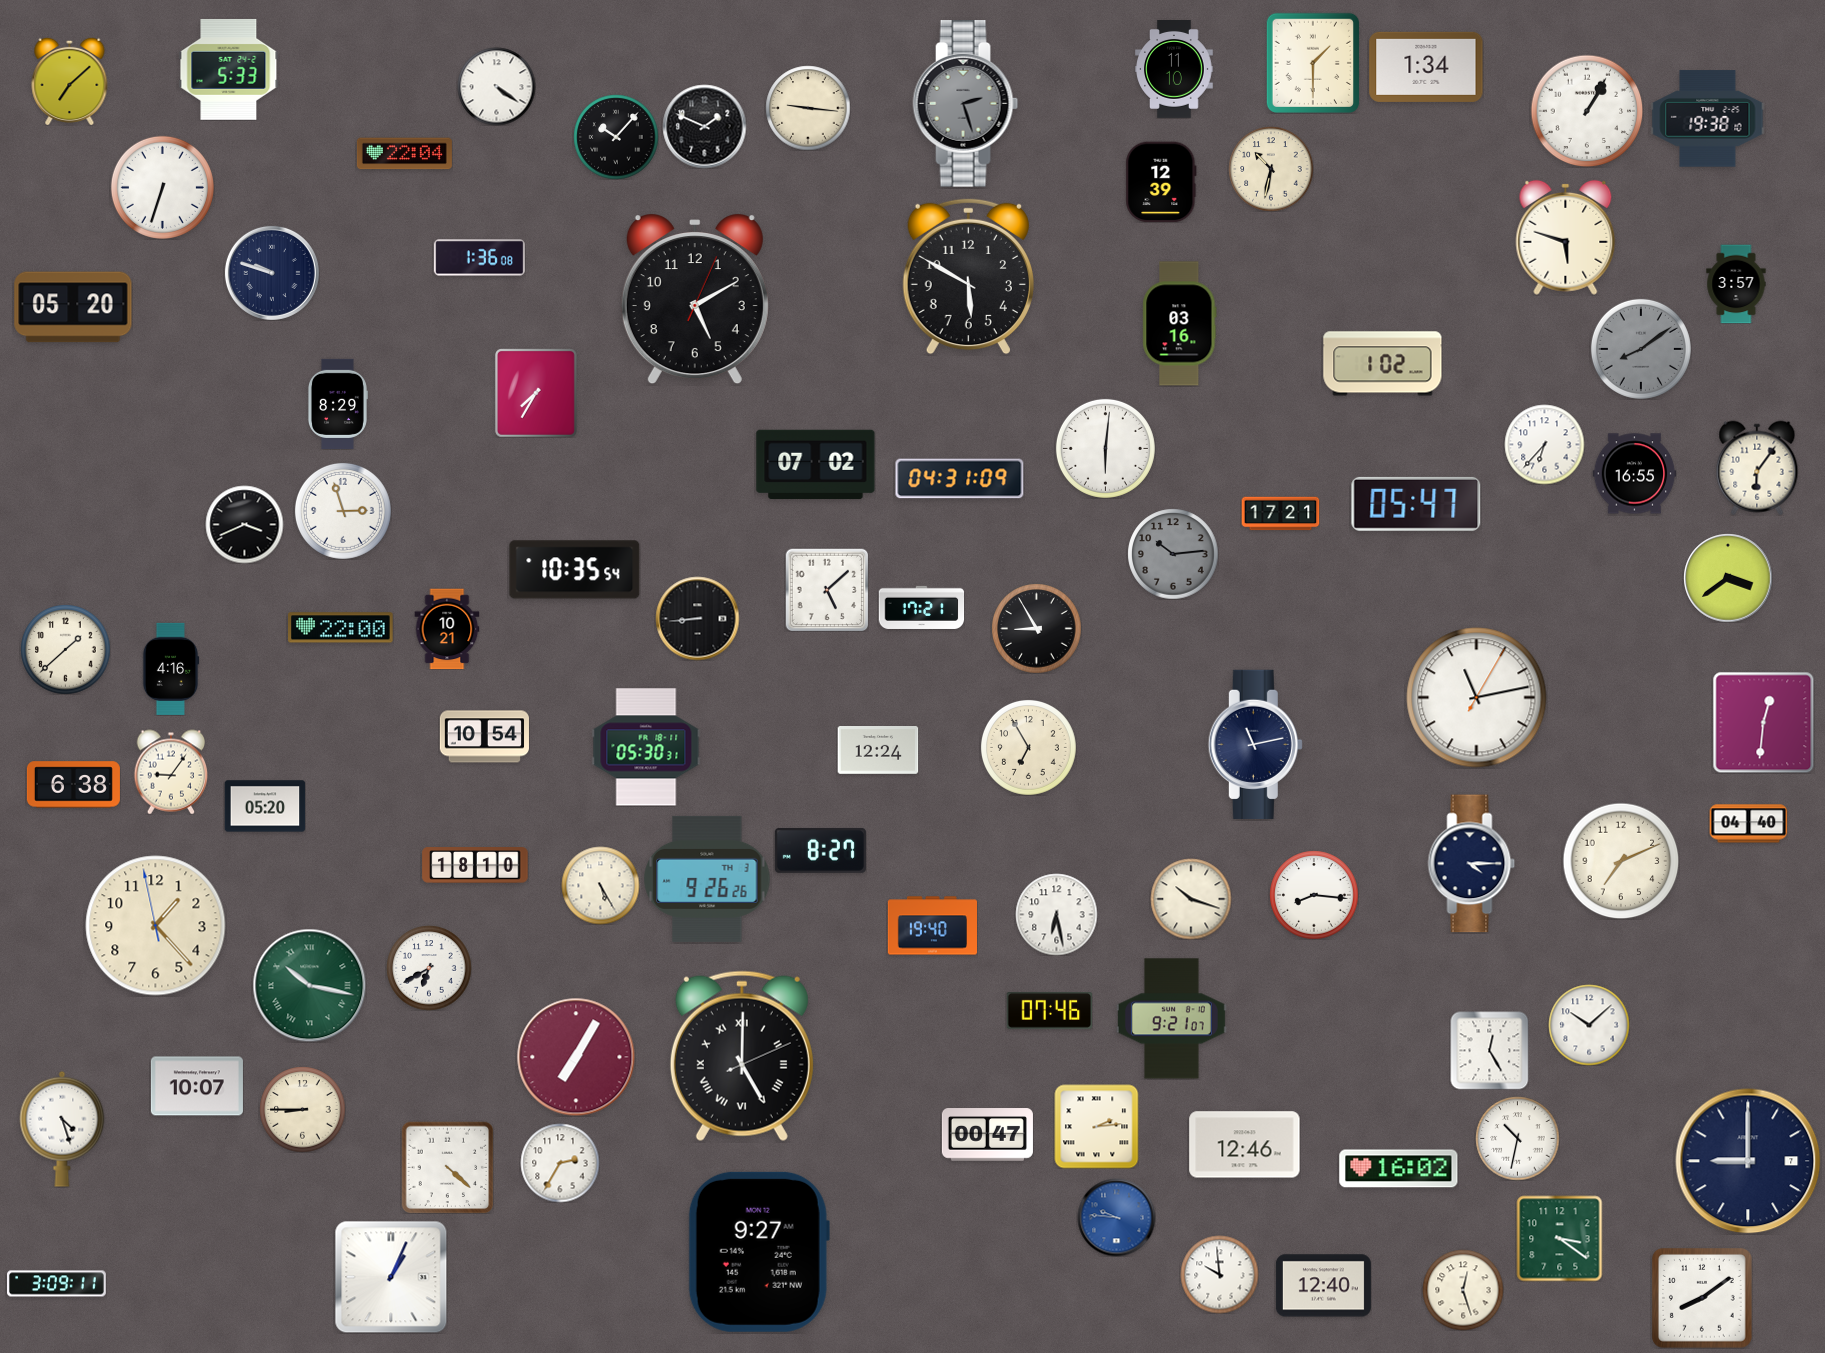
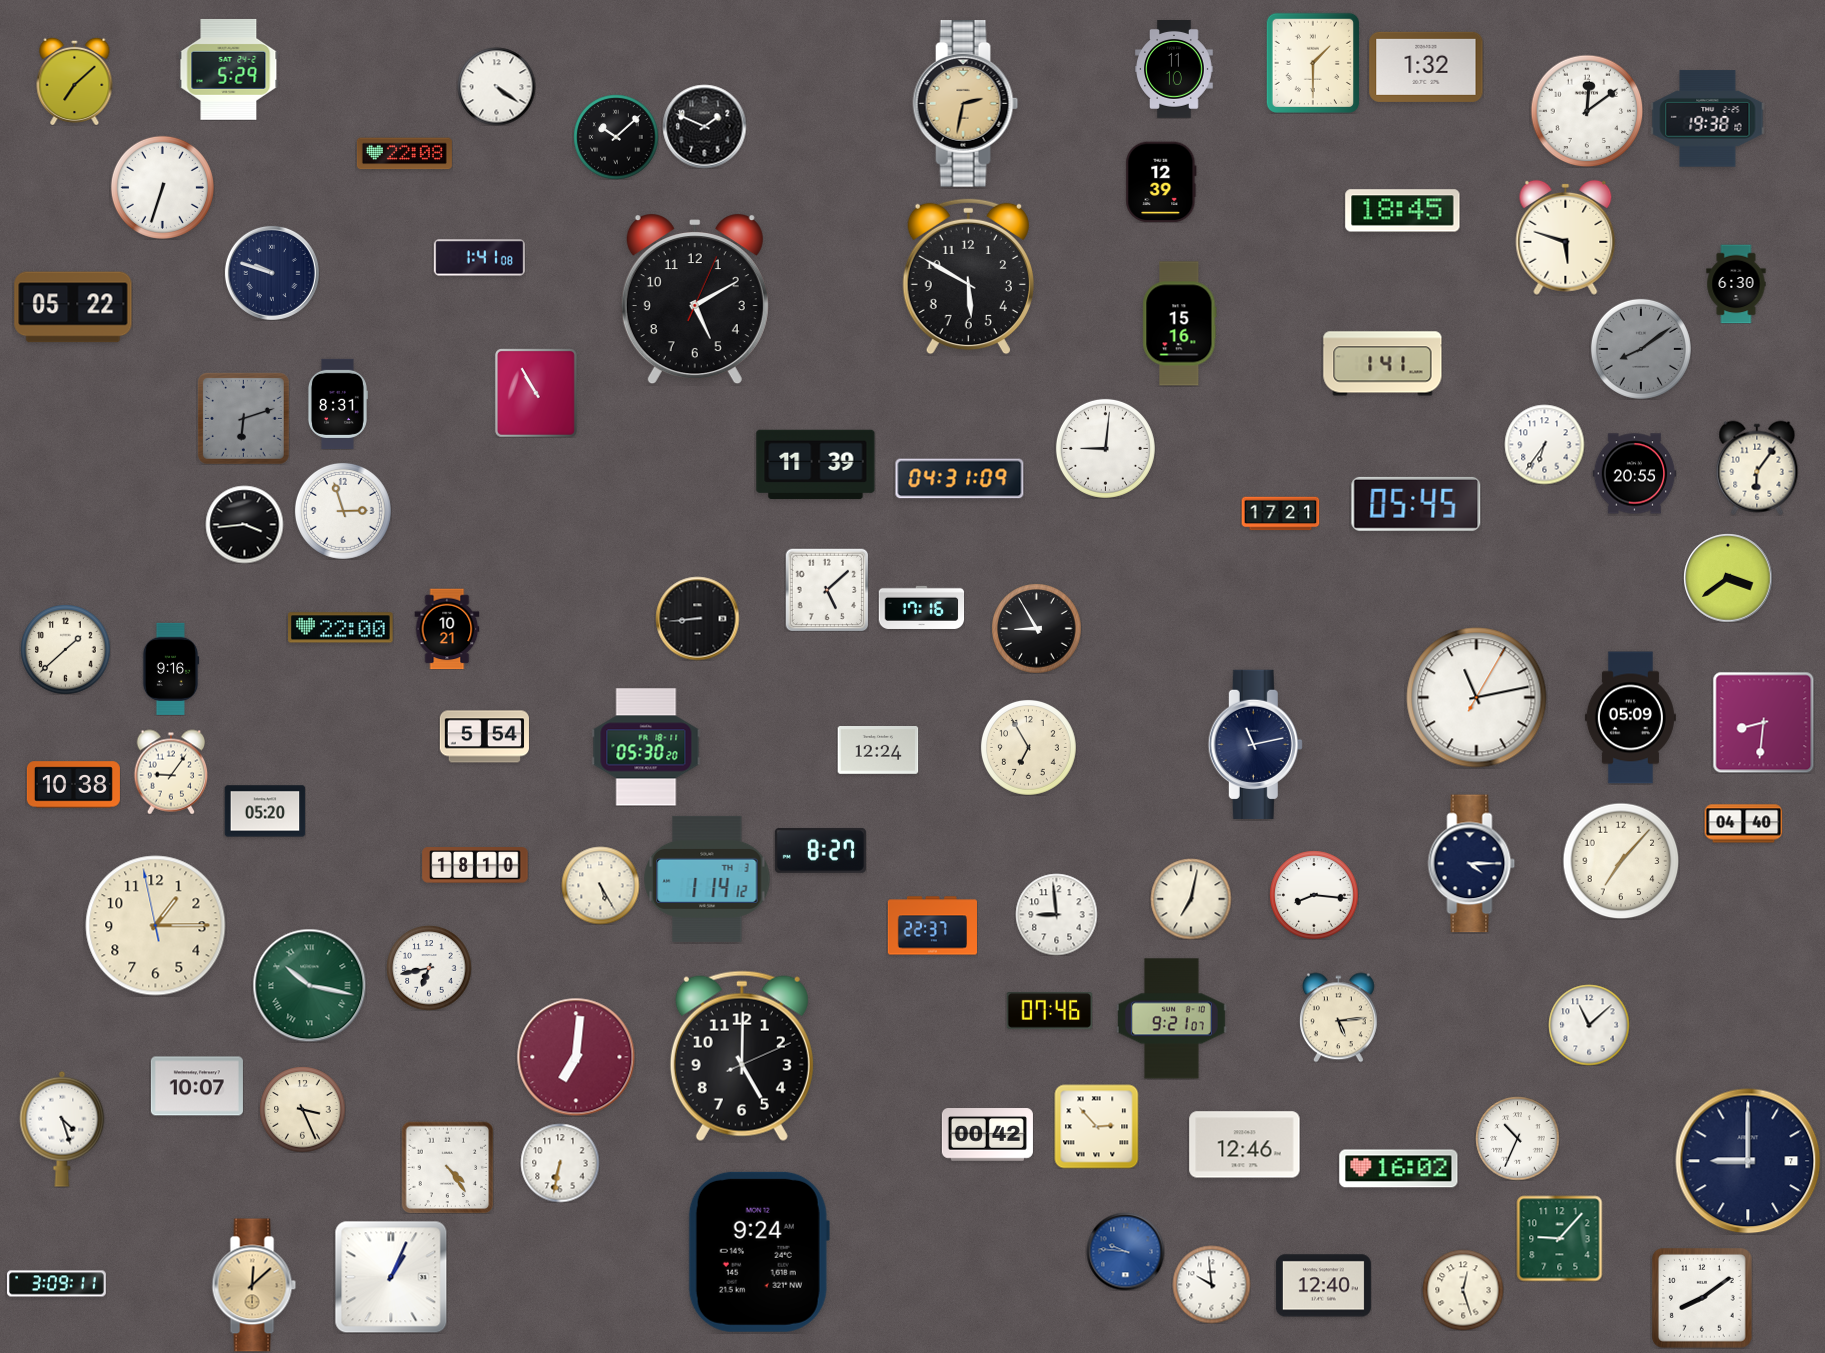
clock at (1426, 67): 1:34 -> 1:32
clock at (229, 70): 5:33 -> 5:29
clock at (70, 81) position: (70, 81) -> (75, 81)
clock at (966, 104): 2:27 -> 2:32
clock at (966, 104) dial: grey -> champagne
clock at (808, 108): 9:16 -> none
clock at (1587, 111): 1:05 -> 12:09
clock at (616, 137): 10:07 -> 10:08
clock at (404, 154): 22:04 -> 22:08
clock at (1271, 169): 10:32 -> none
clock at (1403, 211): none -> 18:45
clock at (479, 258): 1:36 -> 1:41
clock at (1736, 284): 3:57 -> 6:30
clock at (73, 307): 05:20 -> 05:22
clock at (1180, 324): 03:16 -> 15:16
clock at (1383, 364): 1:02 -> 1:41
clock at (536, 393): 7:35 -> 10:55
clock at (337, 404): 8:29 -> 8:31
clock at (243, 418): none -> 6:12
clock at (1544, 444): 6:37 -> 6:36
clock at (1105, 448): 6:01 -> 9:01
clock at (816, 465): 07:02 -> 11:39
clock at (1634, 474): 16:55 -> 20:55
clock at (1416, 504): 05:47 -> 05:45
clock at (244, 524): 3:41 -> 3:44
clock at (1173, 554): 10:14 -> none
clock at (575, 570): 10:35 -> none
clock at (921, 607): 17:21 -> 17:16
clock at (171, 669): 4:16 -> 9:16
clock at (1630, 718): none -> 05:09
clock at (1763, 722): 12:31 -> 8:31
clock at (484, 737): 10:54 -> 5:54
clock at (646, 747): 05:30:31 -> 05:30:20
clock at (73, 785): 6:38 -> 10:38
clock at (265, 806) position: (265, 806) -> (265, 811)
clock at (1748, 824) position: (1748, 824) -> (1743, 824)
clock at (1621, 861): 7:11 -> 7:07
clock at (707, 879): 9:26 -> 1:14
clock at (1191, 899): 10:18 -> 7:02
clock at (1056, 914): 6:28 -> 8:59
clock at (156, 926): 1:22 -> 1:14
clock at (932, 926): 19:40 -> 22:37
clock at (429, 968): 6:40 -> 6:43
clock at (1338, 1017): none -> 5:14
clock at (1589, 1025): 10:08 -> 11:08
clock at (1489, 1050): 12:25 -> none
clock at (742, 1056) numerals: Roman -> Arabic
clock at (576, 1057): 7:05 -> 7:01
clock at (302, 1109): 8:45 -> 3:26
clock at (1096, 1126): 2:14 -> 2:53
clock at (987, 1135): 00:47 -> 00:42
clock at (1517, 1138): 10:32 -> 10:34
clock at (560, 1163): 2:35 -> 6:32
clock at (447, 1167): 4:22 -> 4:24
clock at (1116, 1217) position: (1116, 1217) -> (1125, 1251)
clock at (1559, 1238): 3:21 -> 9:07
clock at (759, 1252): 9:27 -> 9:24
clock at (1219, 1274) position: (1219, 1274) -> (1211, 1284)
clock at (254, 1285): none -> 12:08
